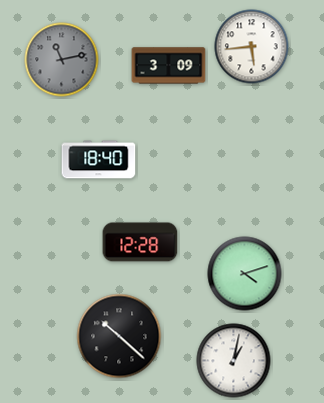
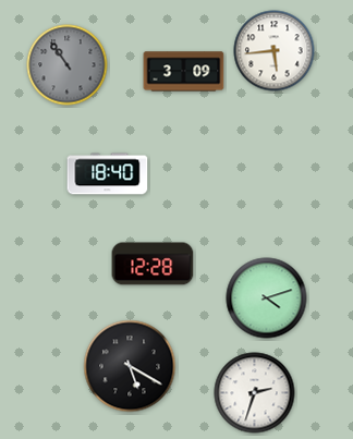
clock at (62, 60): 11:13 -> 10:54
clock at (119, 336): 10:22 -> 5:20
clock at (234, 361): 1:02 -> 2:33
